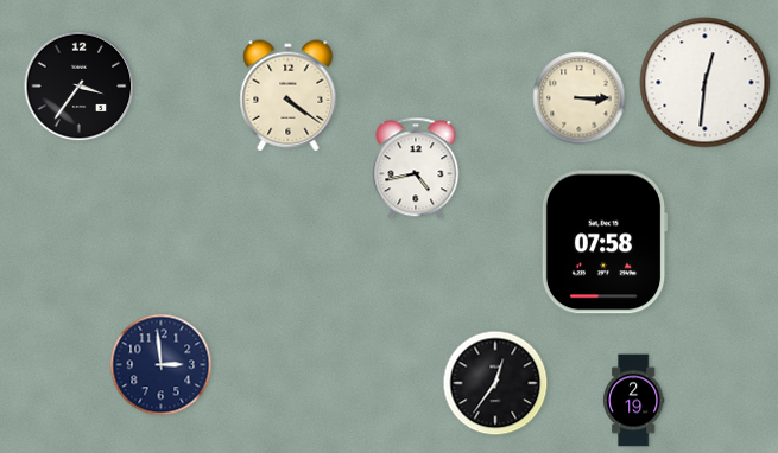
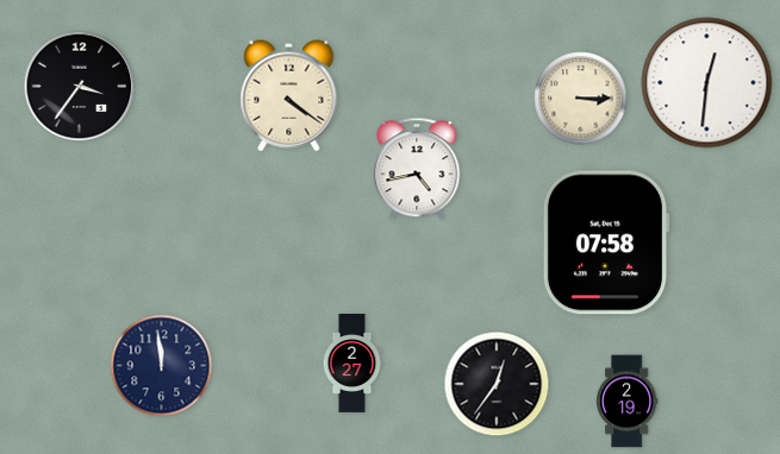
clock at (352, 364): none -> 2:27
clock at (162, 365): 2:59 -> 11:59
clock at (634, 401) position: (634, 401) -> (628, 402)
